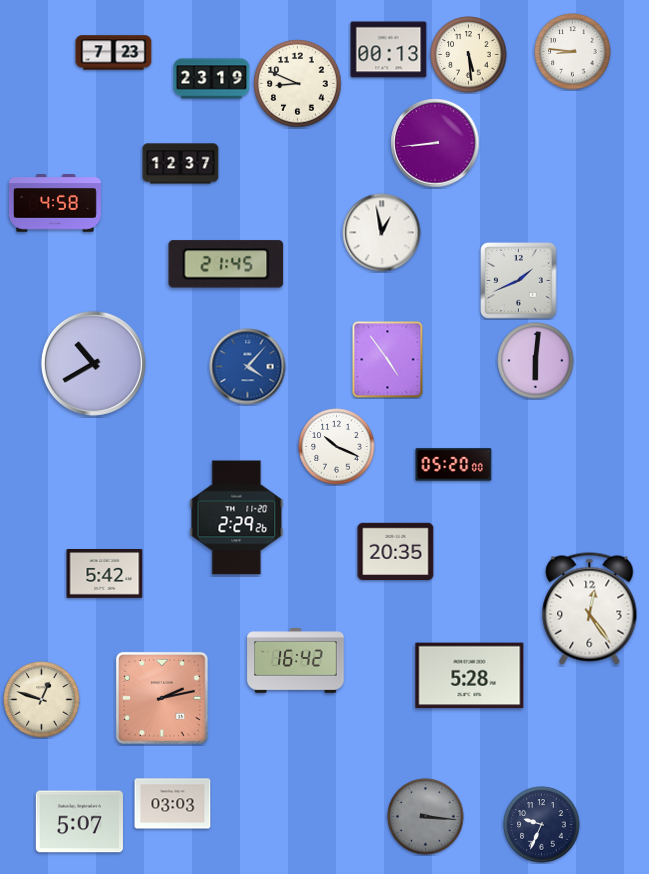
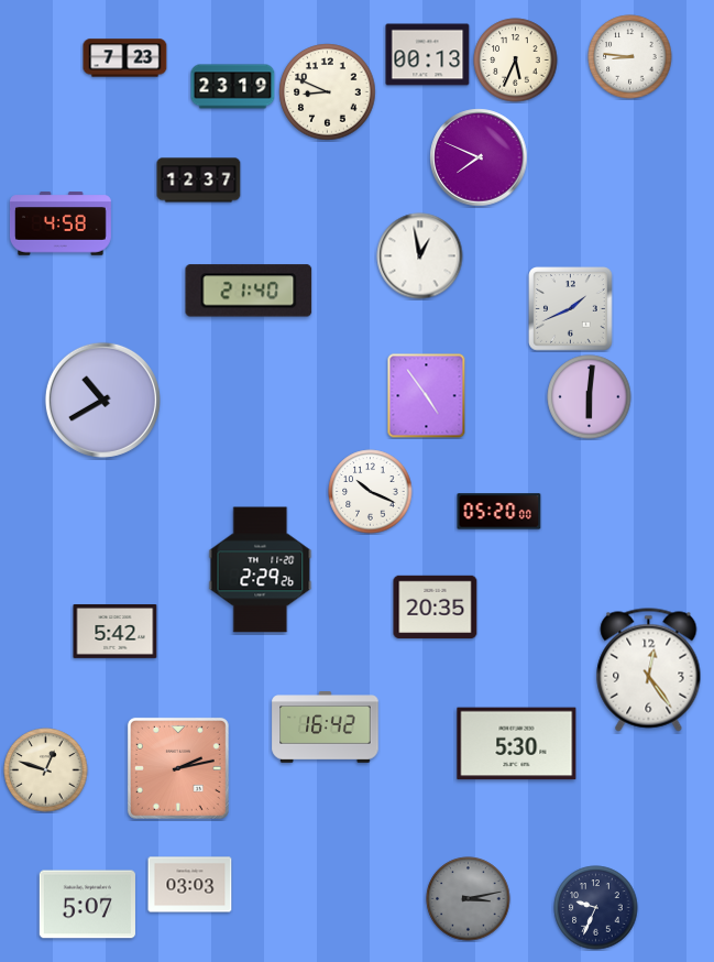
clock at (469, 55): 5:29 -> 5:34
clock at (435, 143): 8:44 -> 7:49
clock at (226, 264): 21:45 -> 21:40
clock at (248, 367): 4:07 -> none
clock at (470, 676): 5:28 -> 5:30
clock at (426, 817): 3:16 -> 3:13
